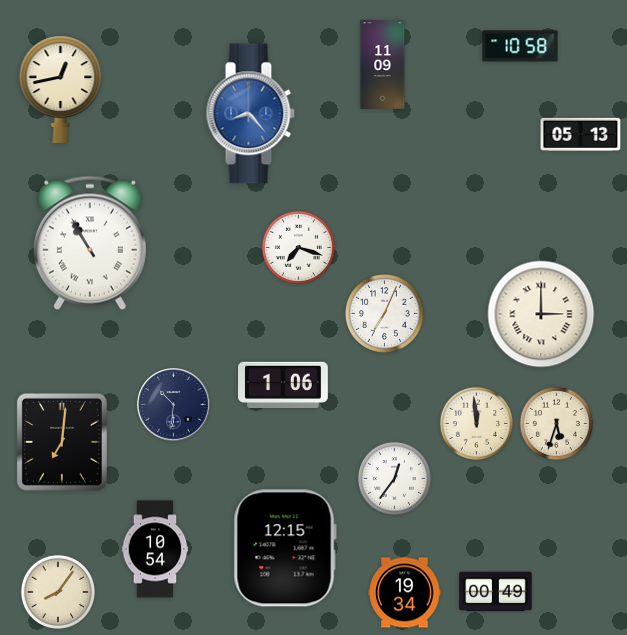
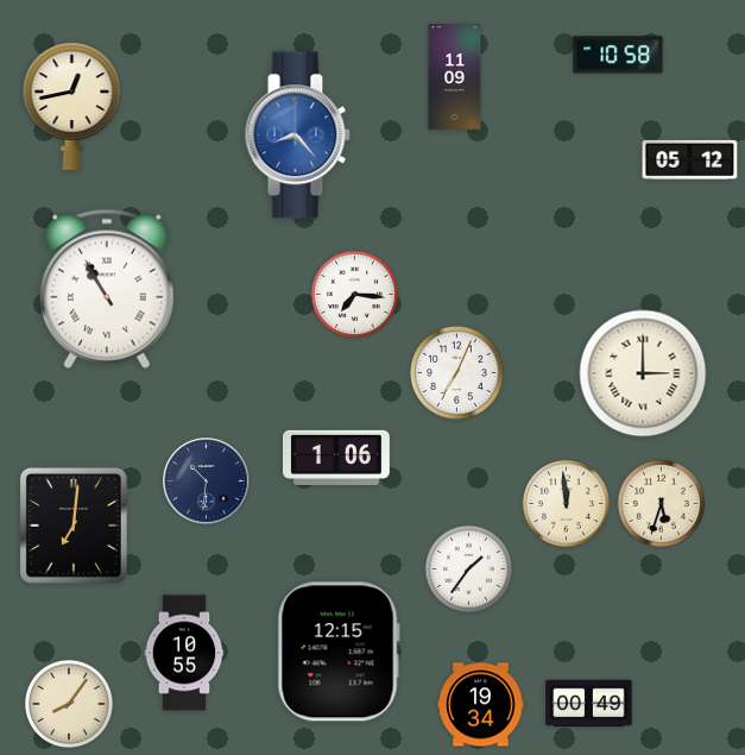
clock at (581, 134): 05:13 -> 05:12
clock at (298, 247): 7:18 -> 7:16
clock at (394, 478): 12:36 -> 1:36
clock at (155, 549): 10:54 -> 10:55
